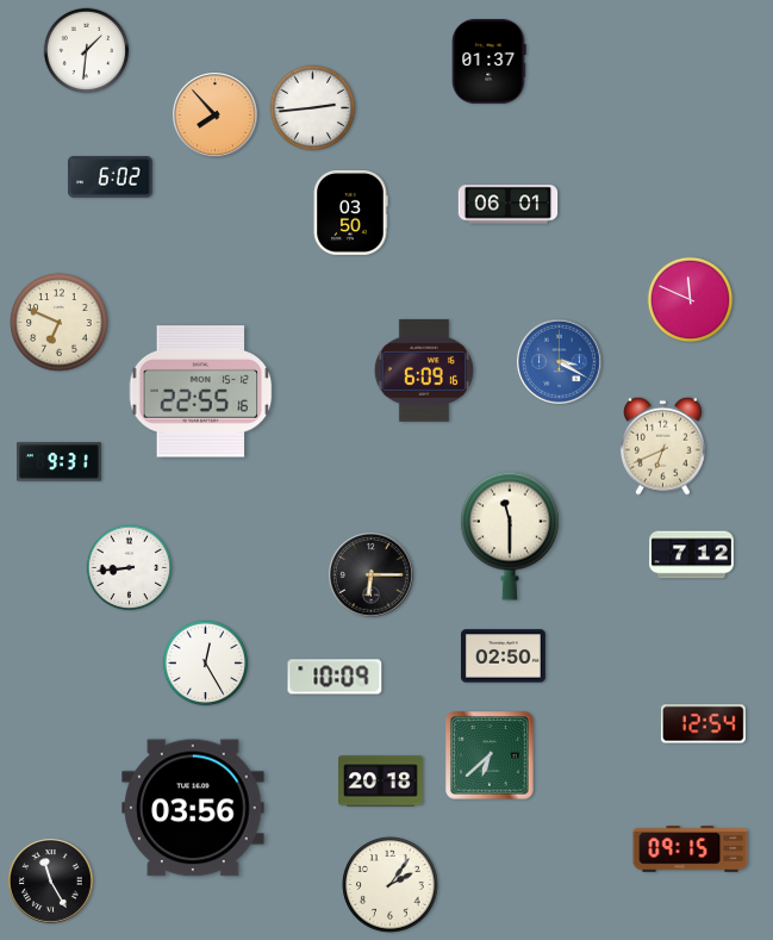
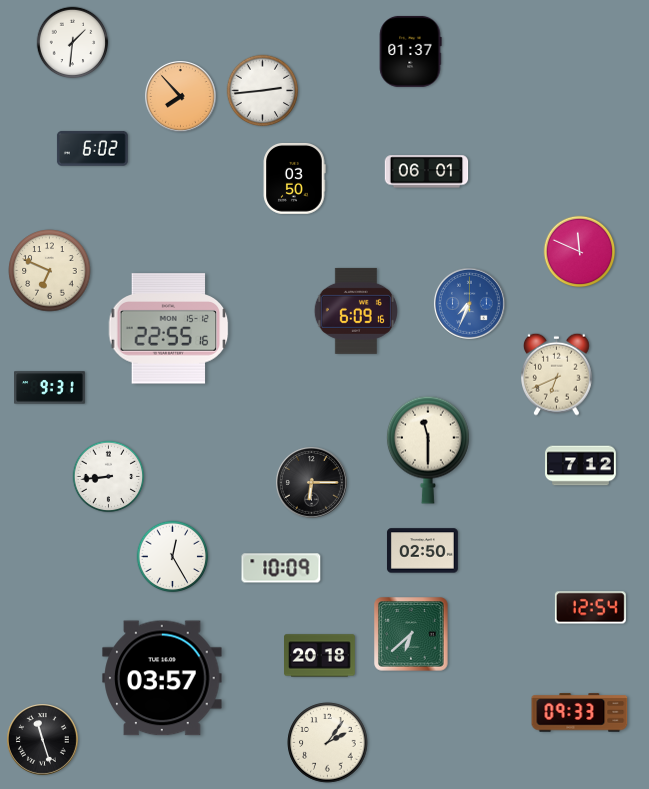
clock at (560, 362): 3:20 -> 7:34
clock at (193, 808): 03:56 -> 03:57
clock at (691, 849): 09:15 -> 09:33
clock at (51, 882): 11:25 -> 11:27
